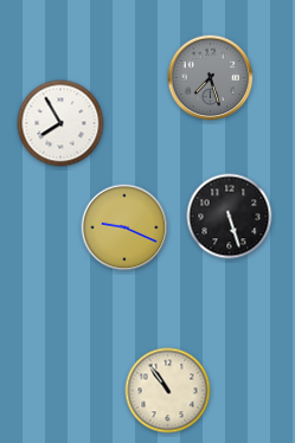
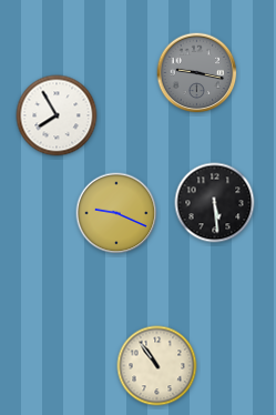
clock at (211, 78): 7:27 -> 9:17
clock at (230, 217): 5:27 -> 5:29
